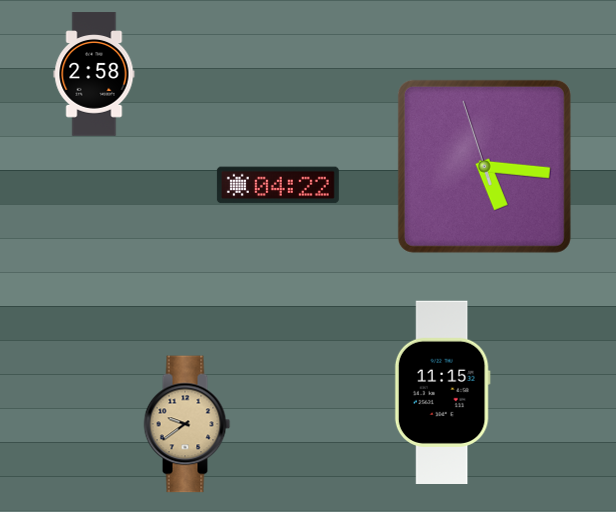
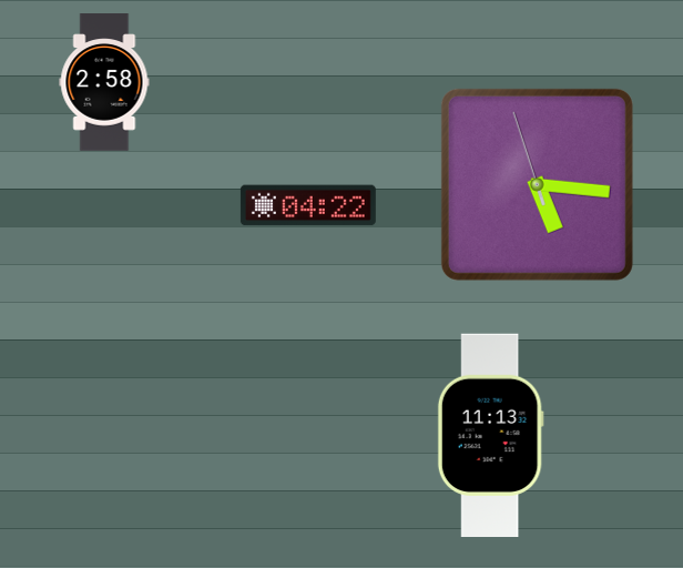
clock at (442, 392): 11:15 -> 11:13
clock at (187, 424): 9:39 -> none
